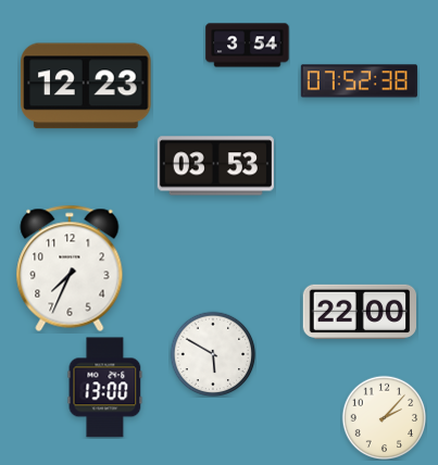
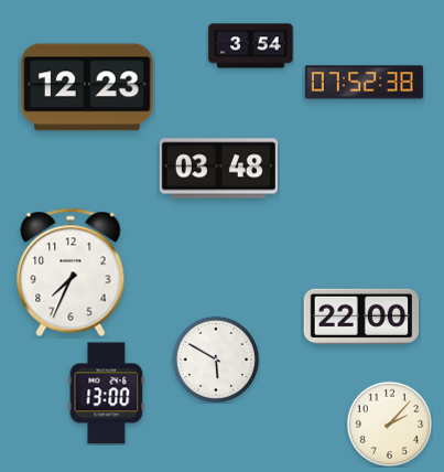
clock at (215, 166): 03:53 -> 03:48
clock at (359, 312) position: (359, 312) -> (360, 317)
